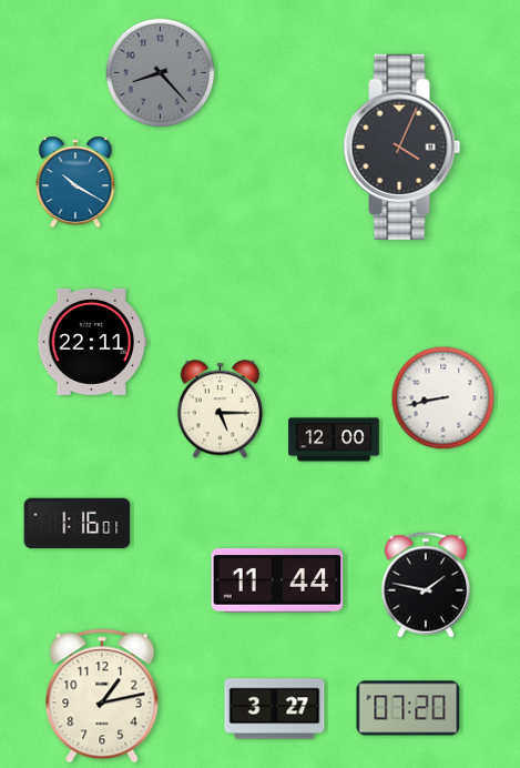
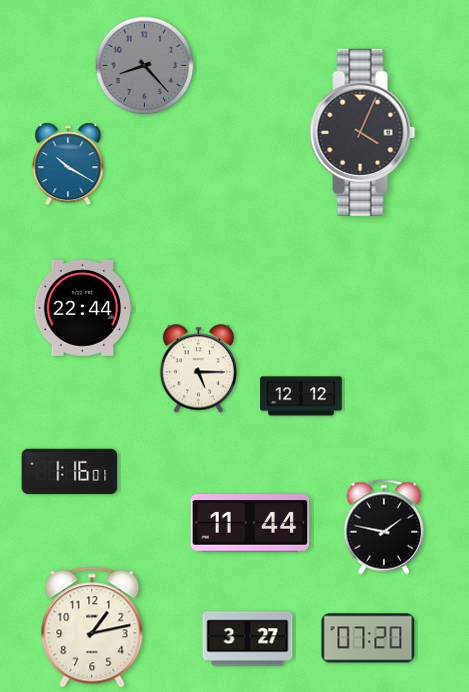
clock at (92, 342): 22:11 -> 22:44
clock at (443, 398): 8:43 -> none
clock at (334, 439): 12:00 -> 12:12
